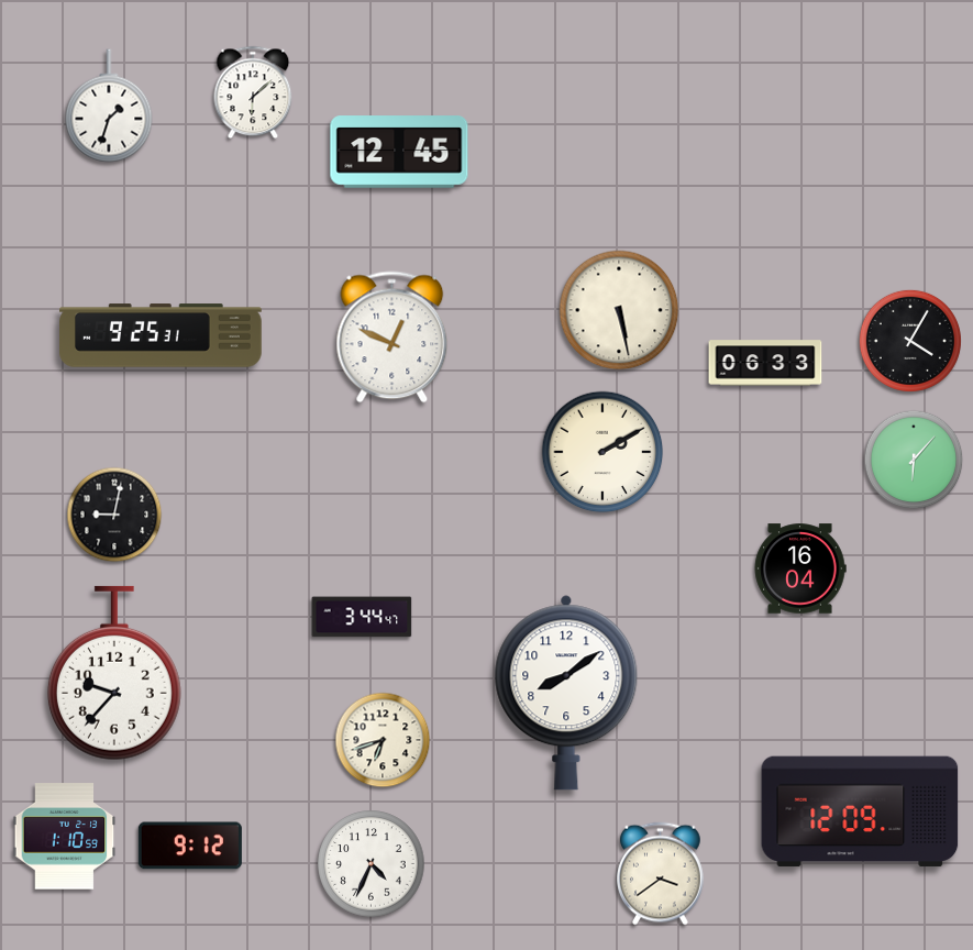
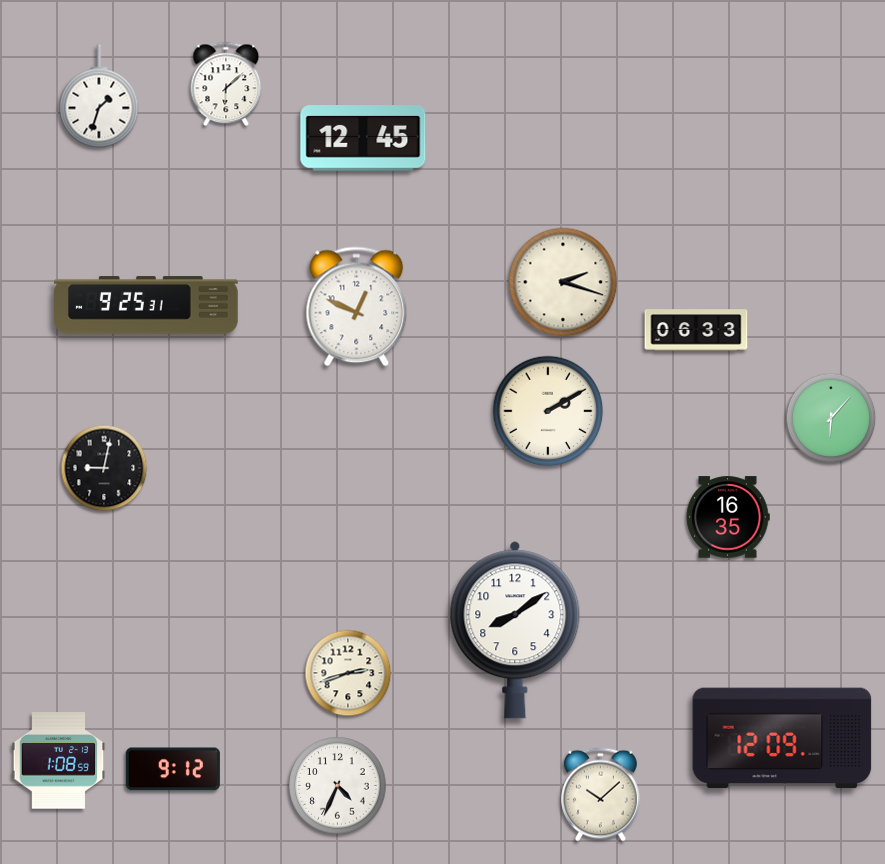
clock at (253, 92) position: (253, 92) -> (226, 84)
clock at (619, 310): 5:28 -> 2:18
clock at (910, 341): 4:05 -> none
clock at (800, 568): 16:04 -> 16:35
clock at (362, 617): 3:44 -> none
clock at (114, 673): 9:37 -> none
clock at (383, 740): 6:42 -> 2:42
clock at (65, 837): 1:10 -> 1:08
clock at (661, 874): 3:39 -> 10:08
